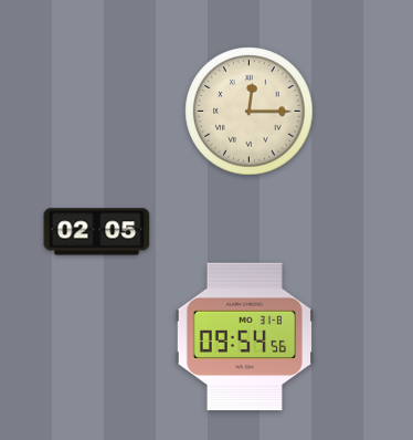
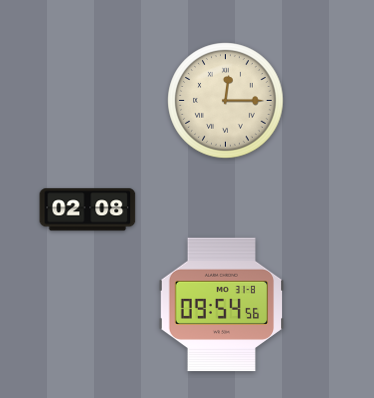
clock at (97, 232): 02:05 -> 02:08
